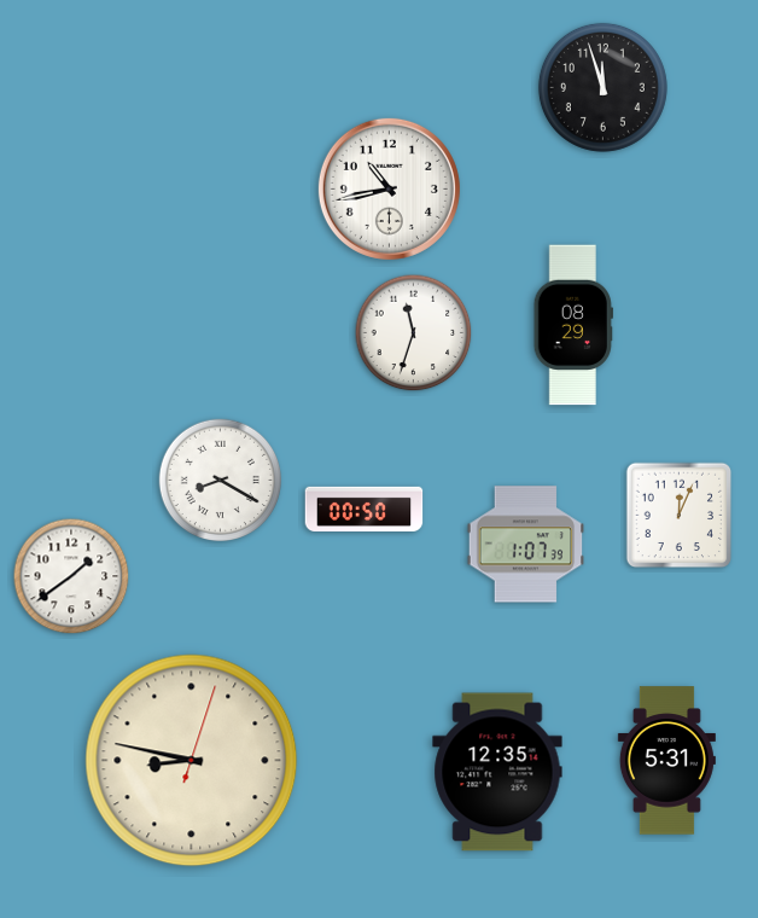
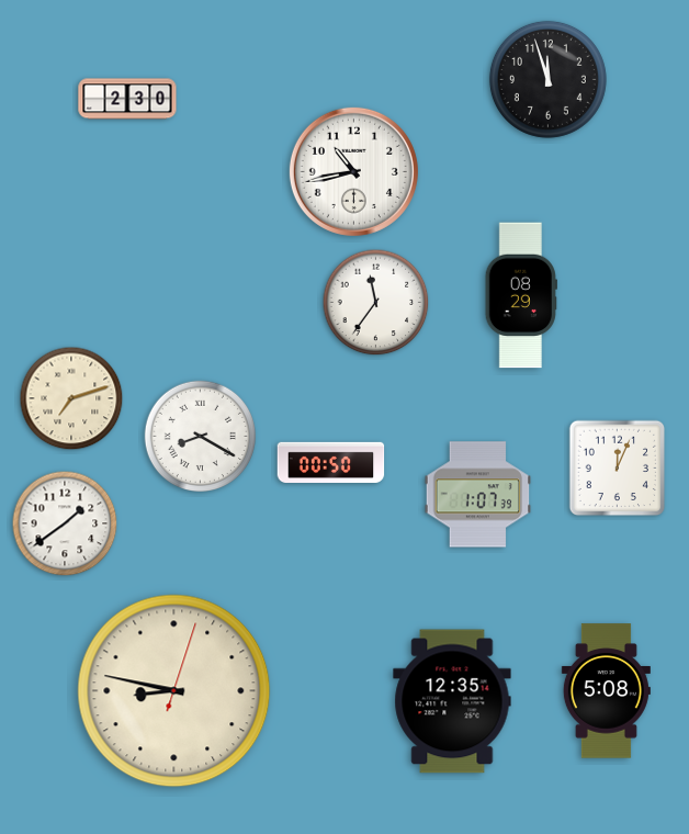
clock at (127, 99): none -> 2:30
clock at (414, 333): 11:33 -> 11:36
clock at (71, 398): none -> 7:12
clock at (666, 761): 5:31 -> 5:08
